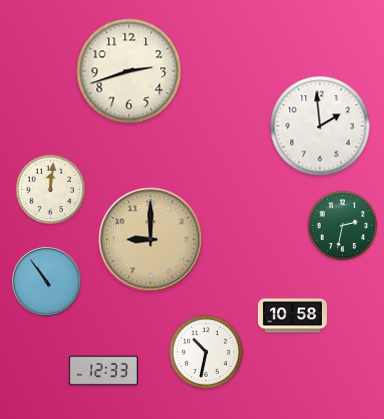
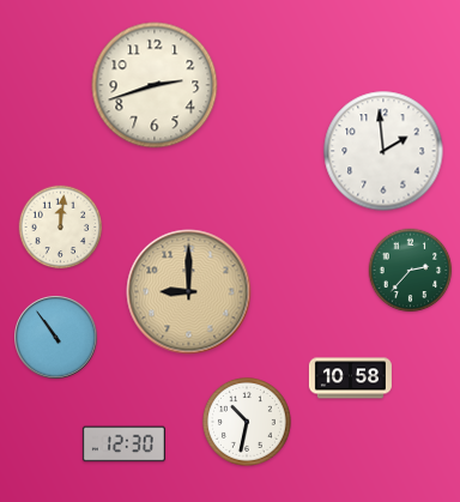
clock at (343, 226): 2:32 -> 2:37
clock at (151, 240) position: (151, 240) -> (189, 292)
clock at (103, 371): 12:33 -> 12:30
